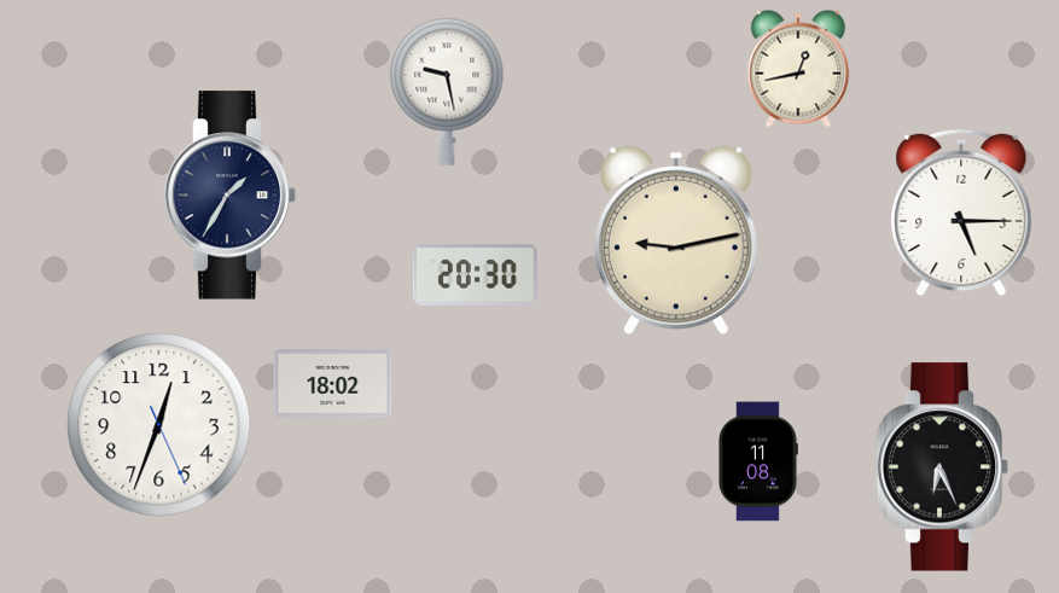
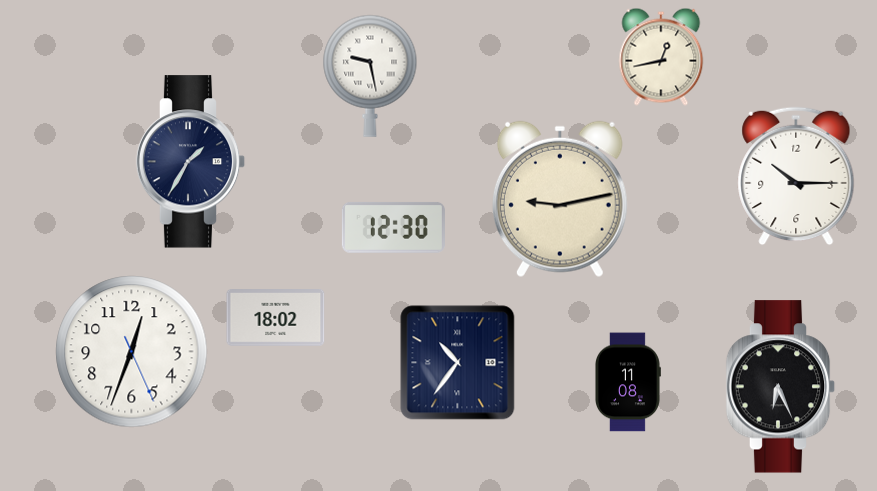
clock at (961, 213): 5:15 -> 10:15
clock at (475, 274): 20:30 -> 12:30
clock at (458, 363): none -> 10:36
